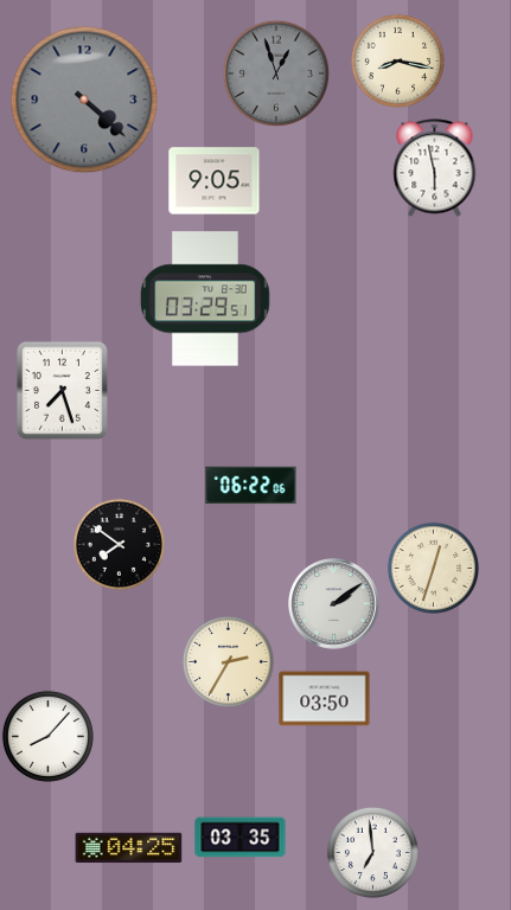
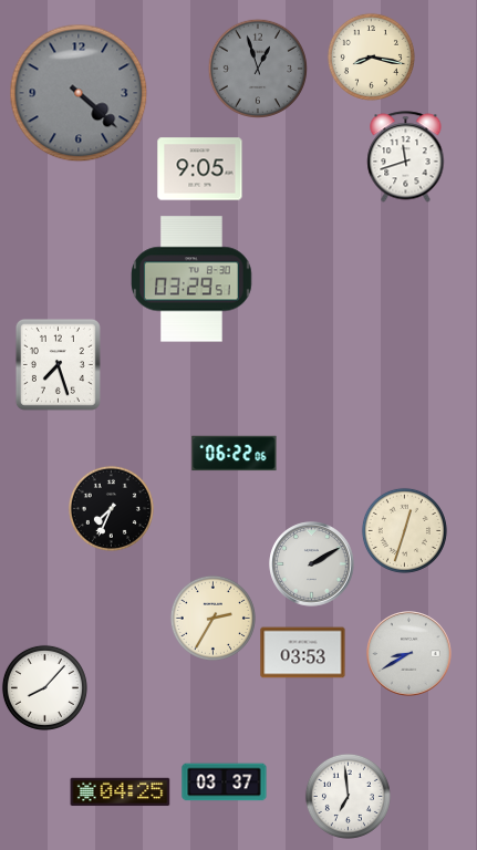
clock at (435, 168): 5:58 -> 11:42
clock at (119, 544): 7:51 -> 7:34
clock at (334, 604): 2:09 -> 2:10
clock at (325, 699): 03:50 -> 03:53
clock at (409, 654): none -> 8:40
clock at (241, 838): 03:35 -> 03:37
